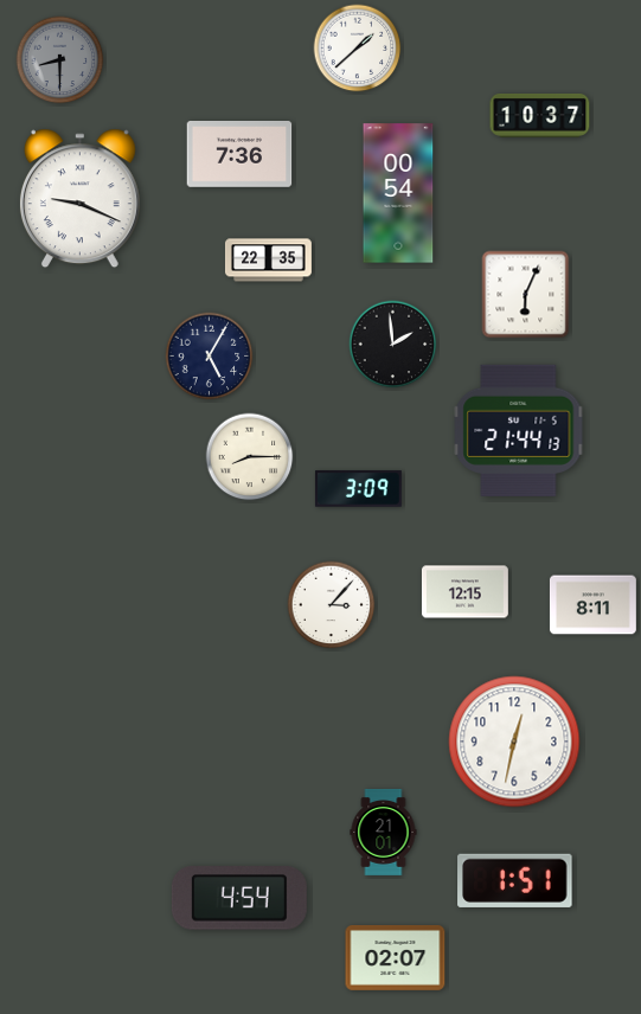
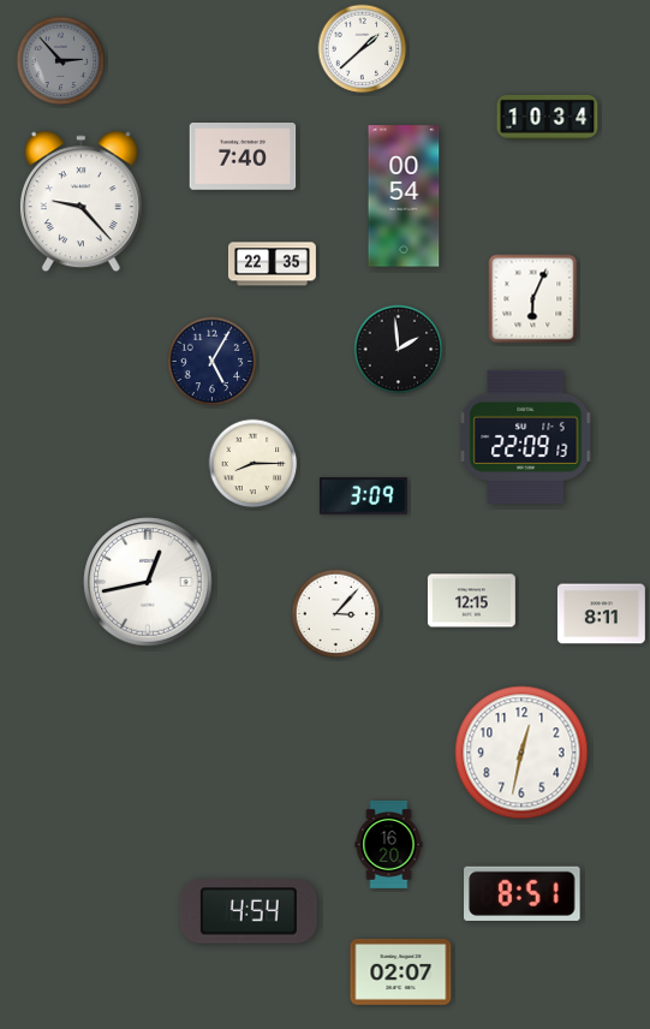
clock at (60, 60): 8:30 -> 2:53
clock at (540, 116): 10:37 -> 10:34
clock at (239, 155): 7:36 -> 7:40
clock at (79, 199): 9:19 -> 9:23
clock at (519, 430): 21:44 -> 22:09
clock at (148, 582): none -> 12:43
clock at (384, 833): 21:01 -> 16:20
clock at (515, 880): 1:51 -> 8:51
clock at (239, 898) position: (239, 898) -> (249, 911)
